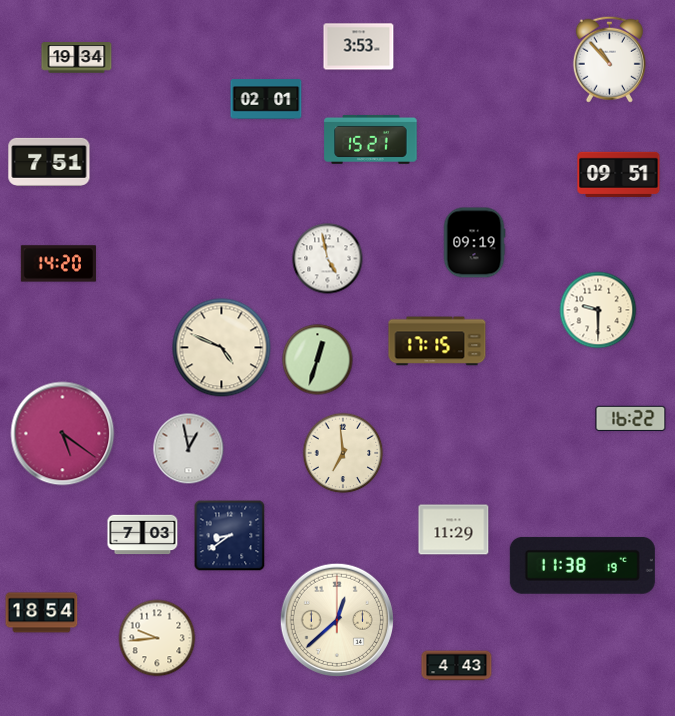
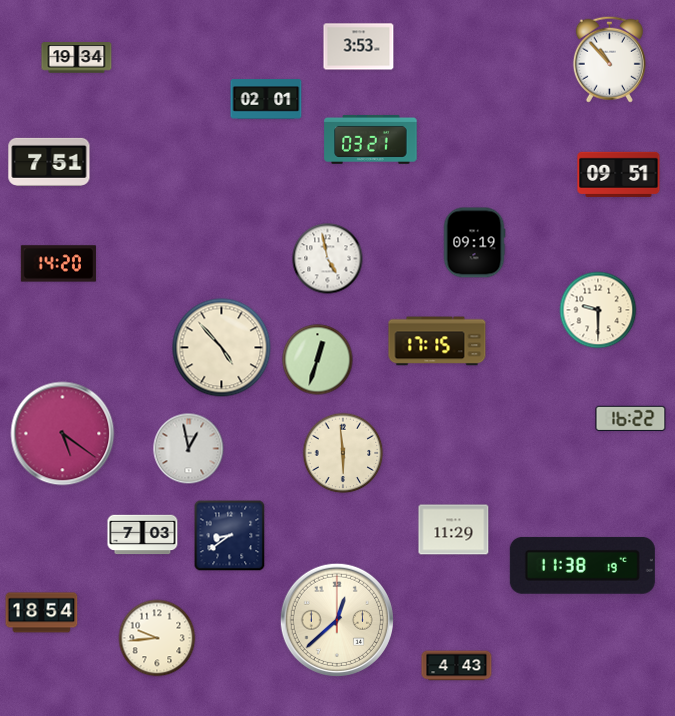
clock at (371, 139): 15:21 -> 03:21
clock at (222, 348): 4:49 -> 4:53
clock at (343, 453): 6:59 -> 5:59
